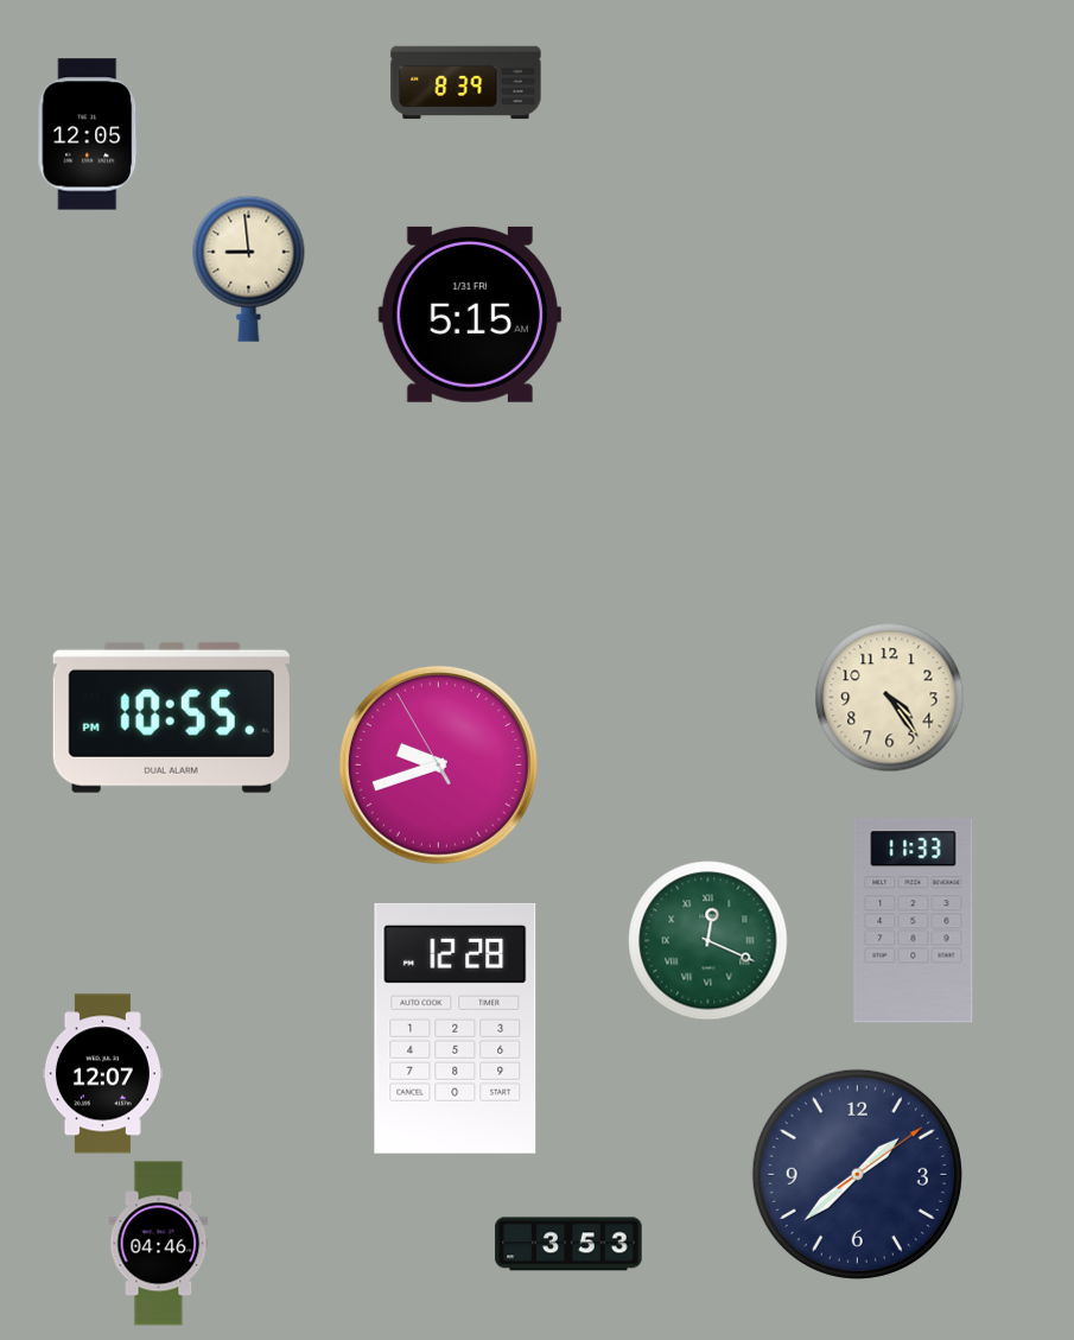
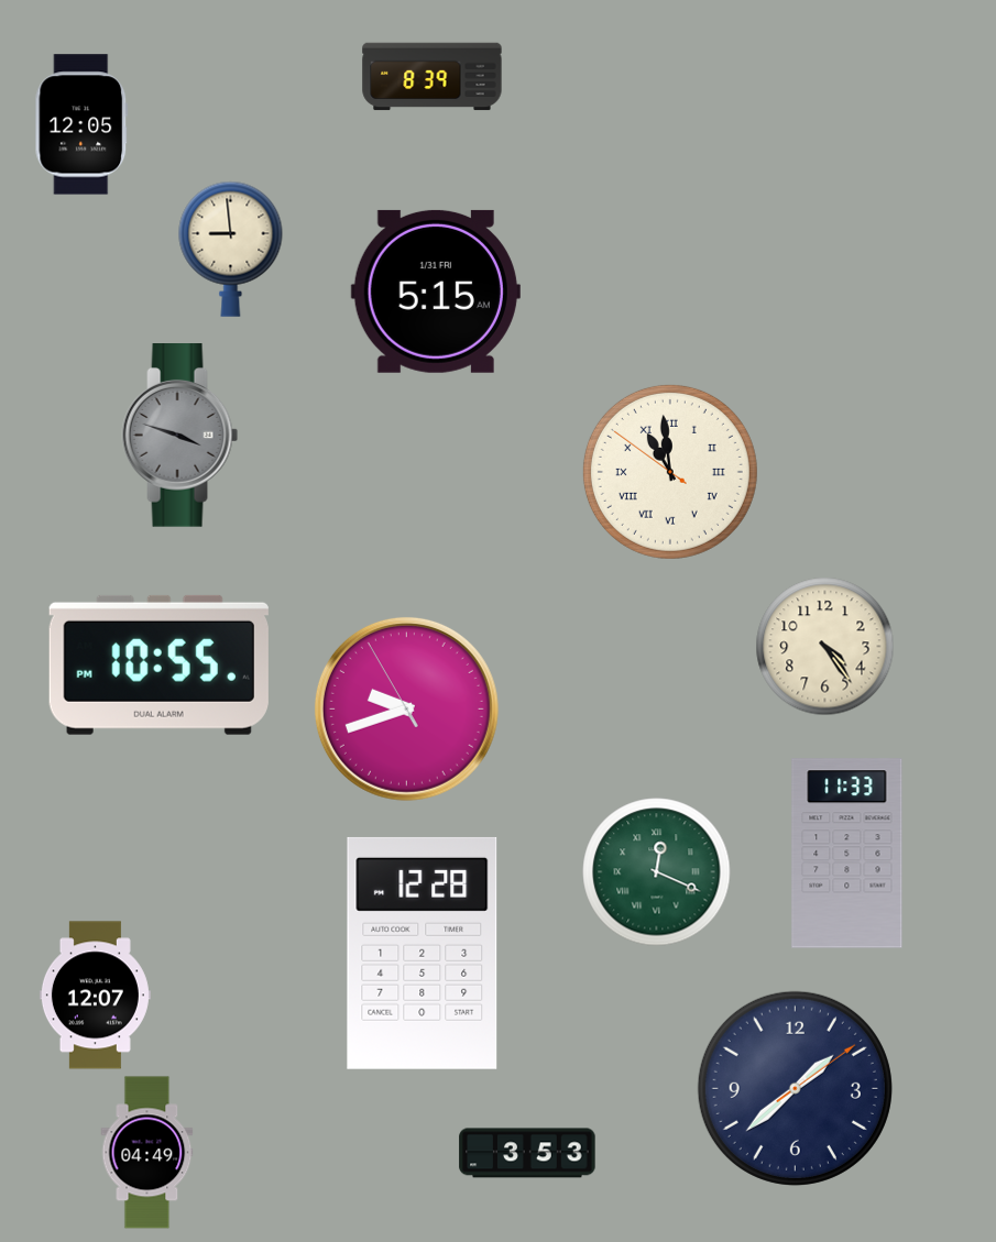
clock at (180, 436): none -> 3:48
clock at (670, 472): none -> 10:58
clock at (159, 1244): 04:46 -> 04:49
